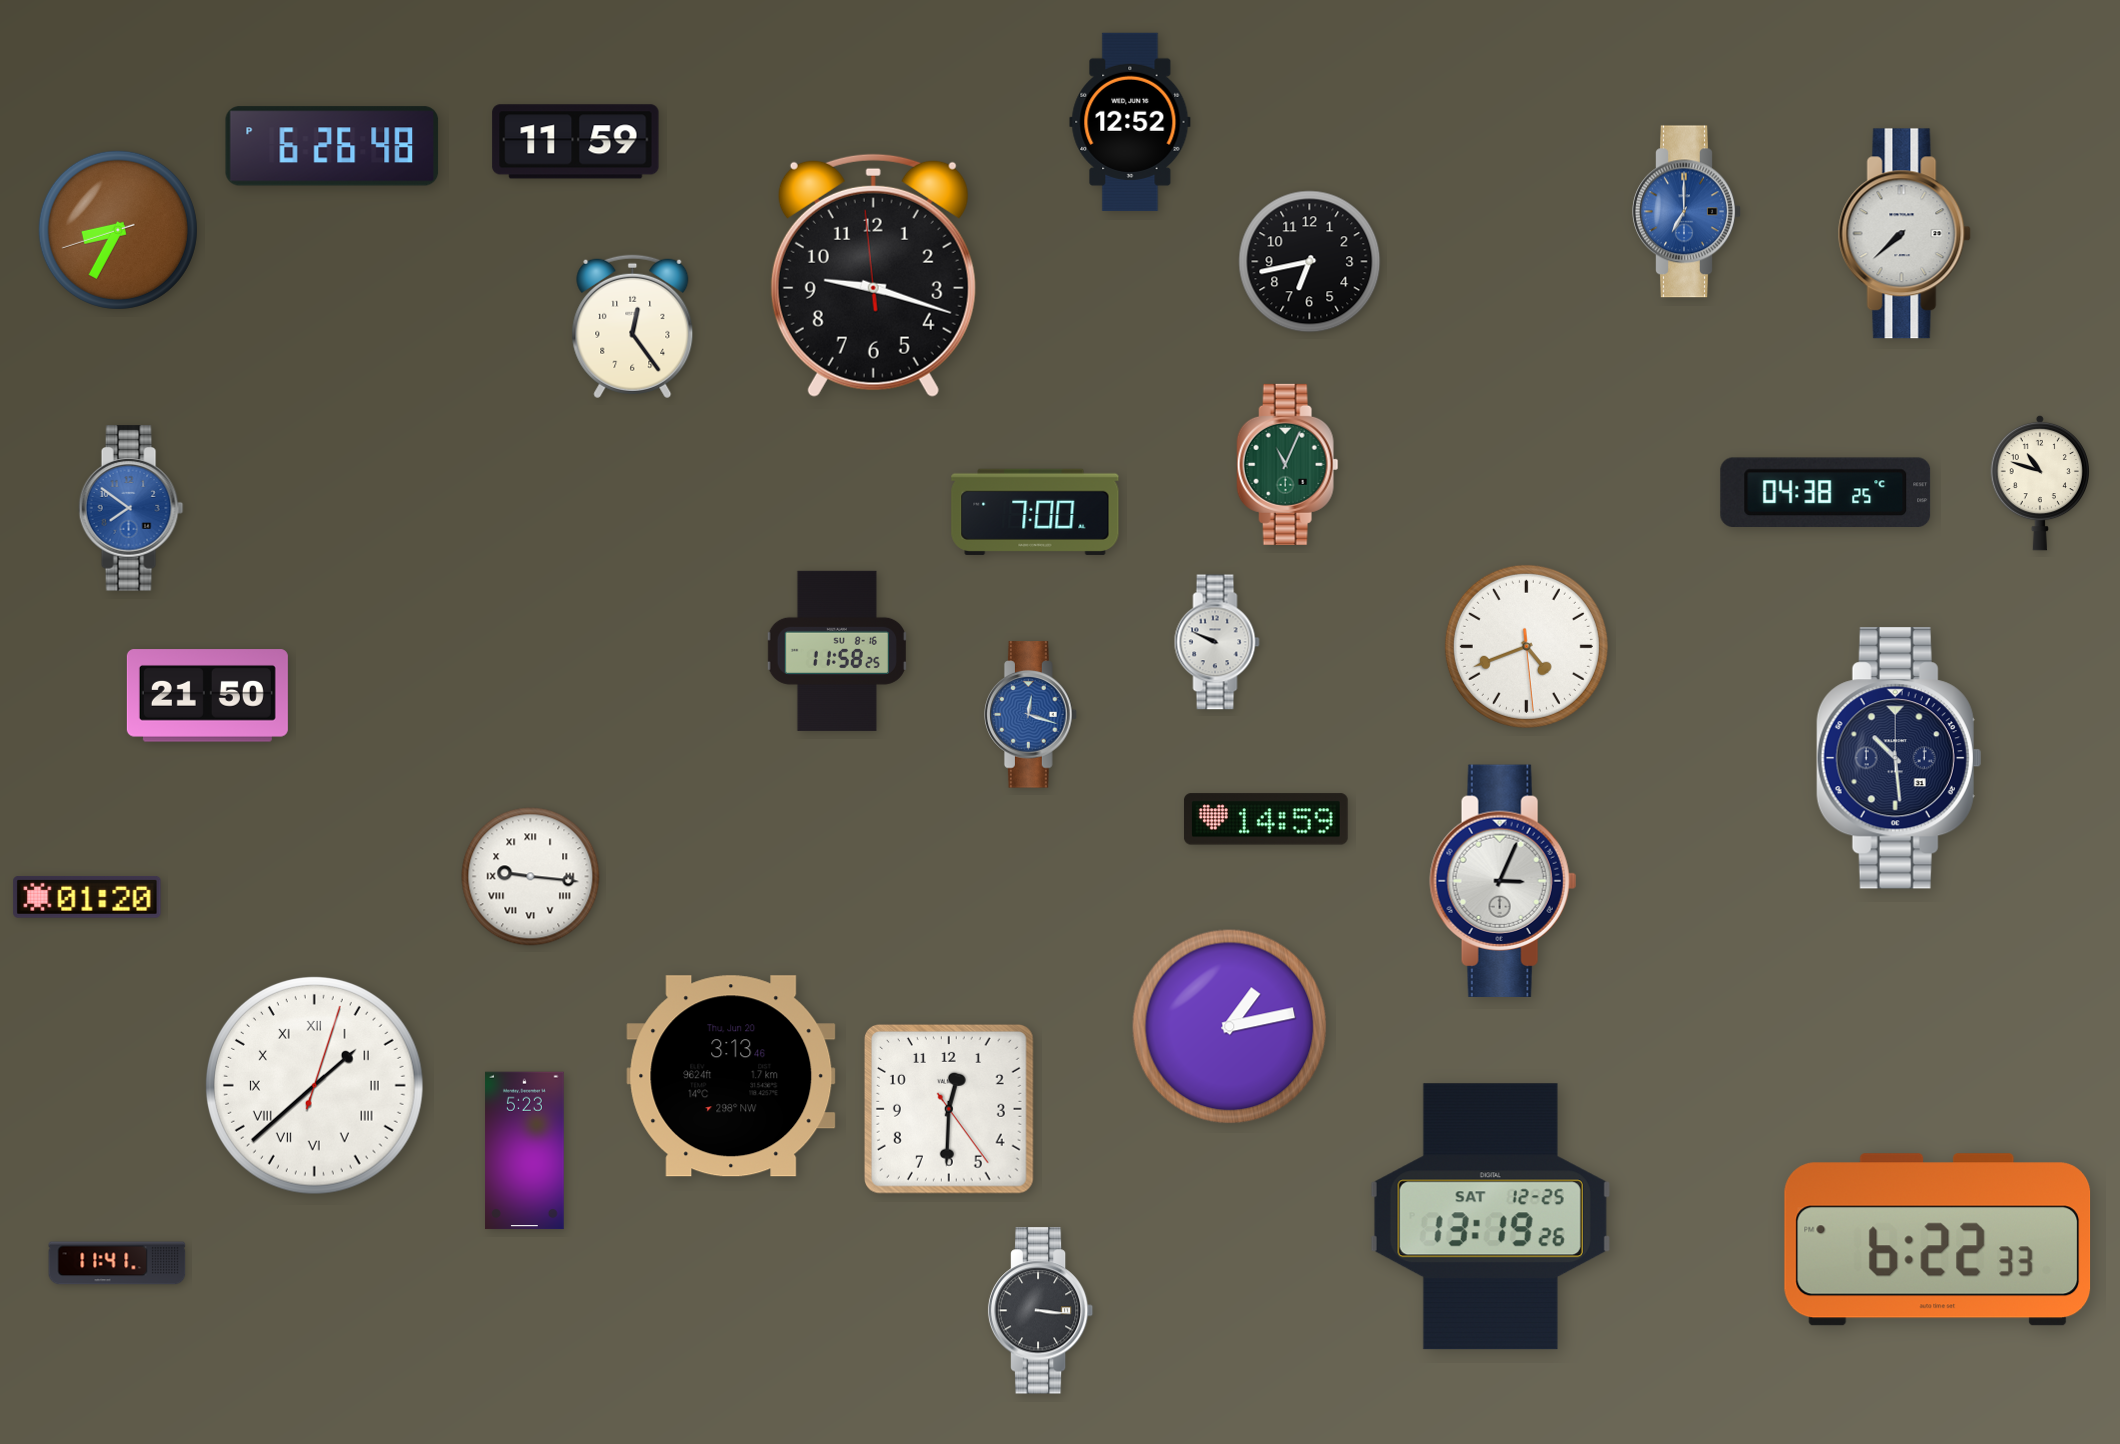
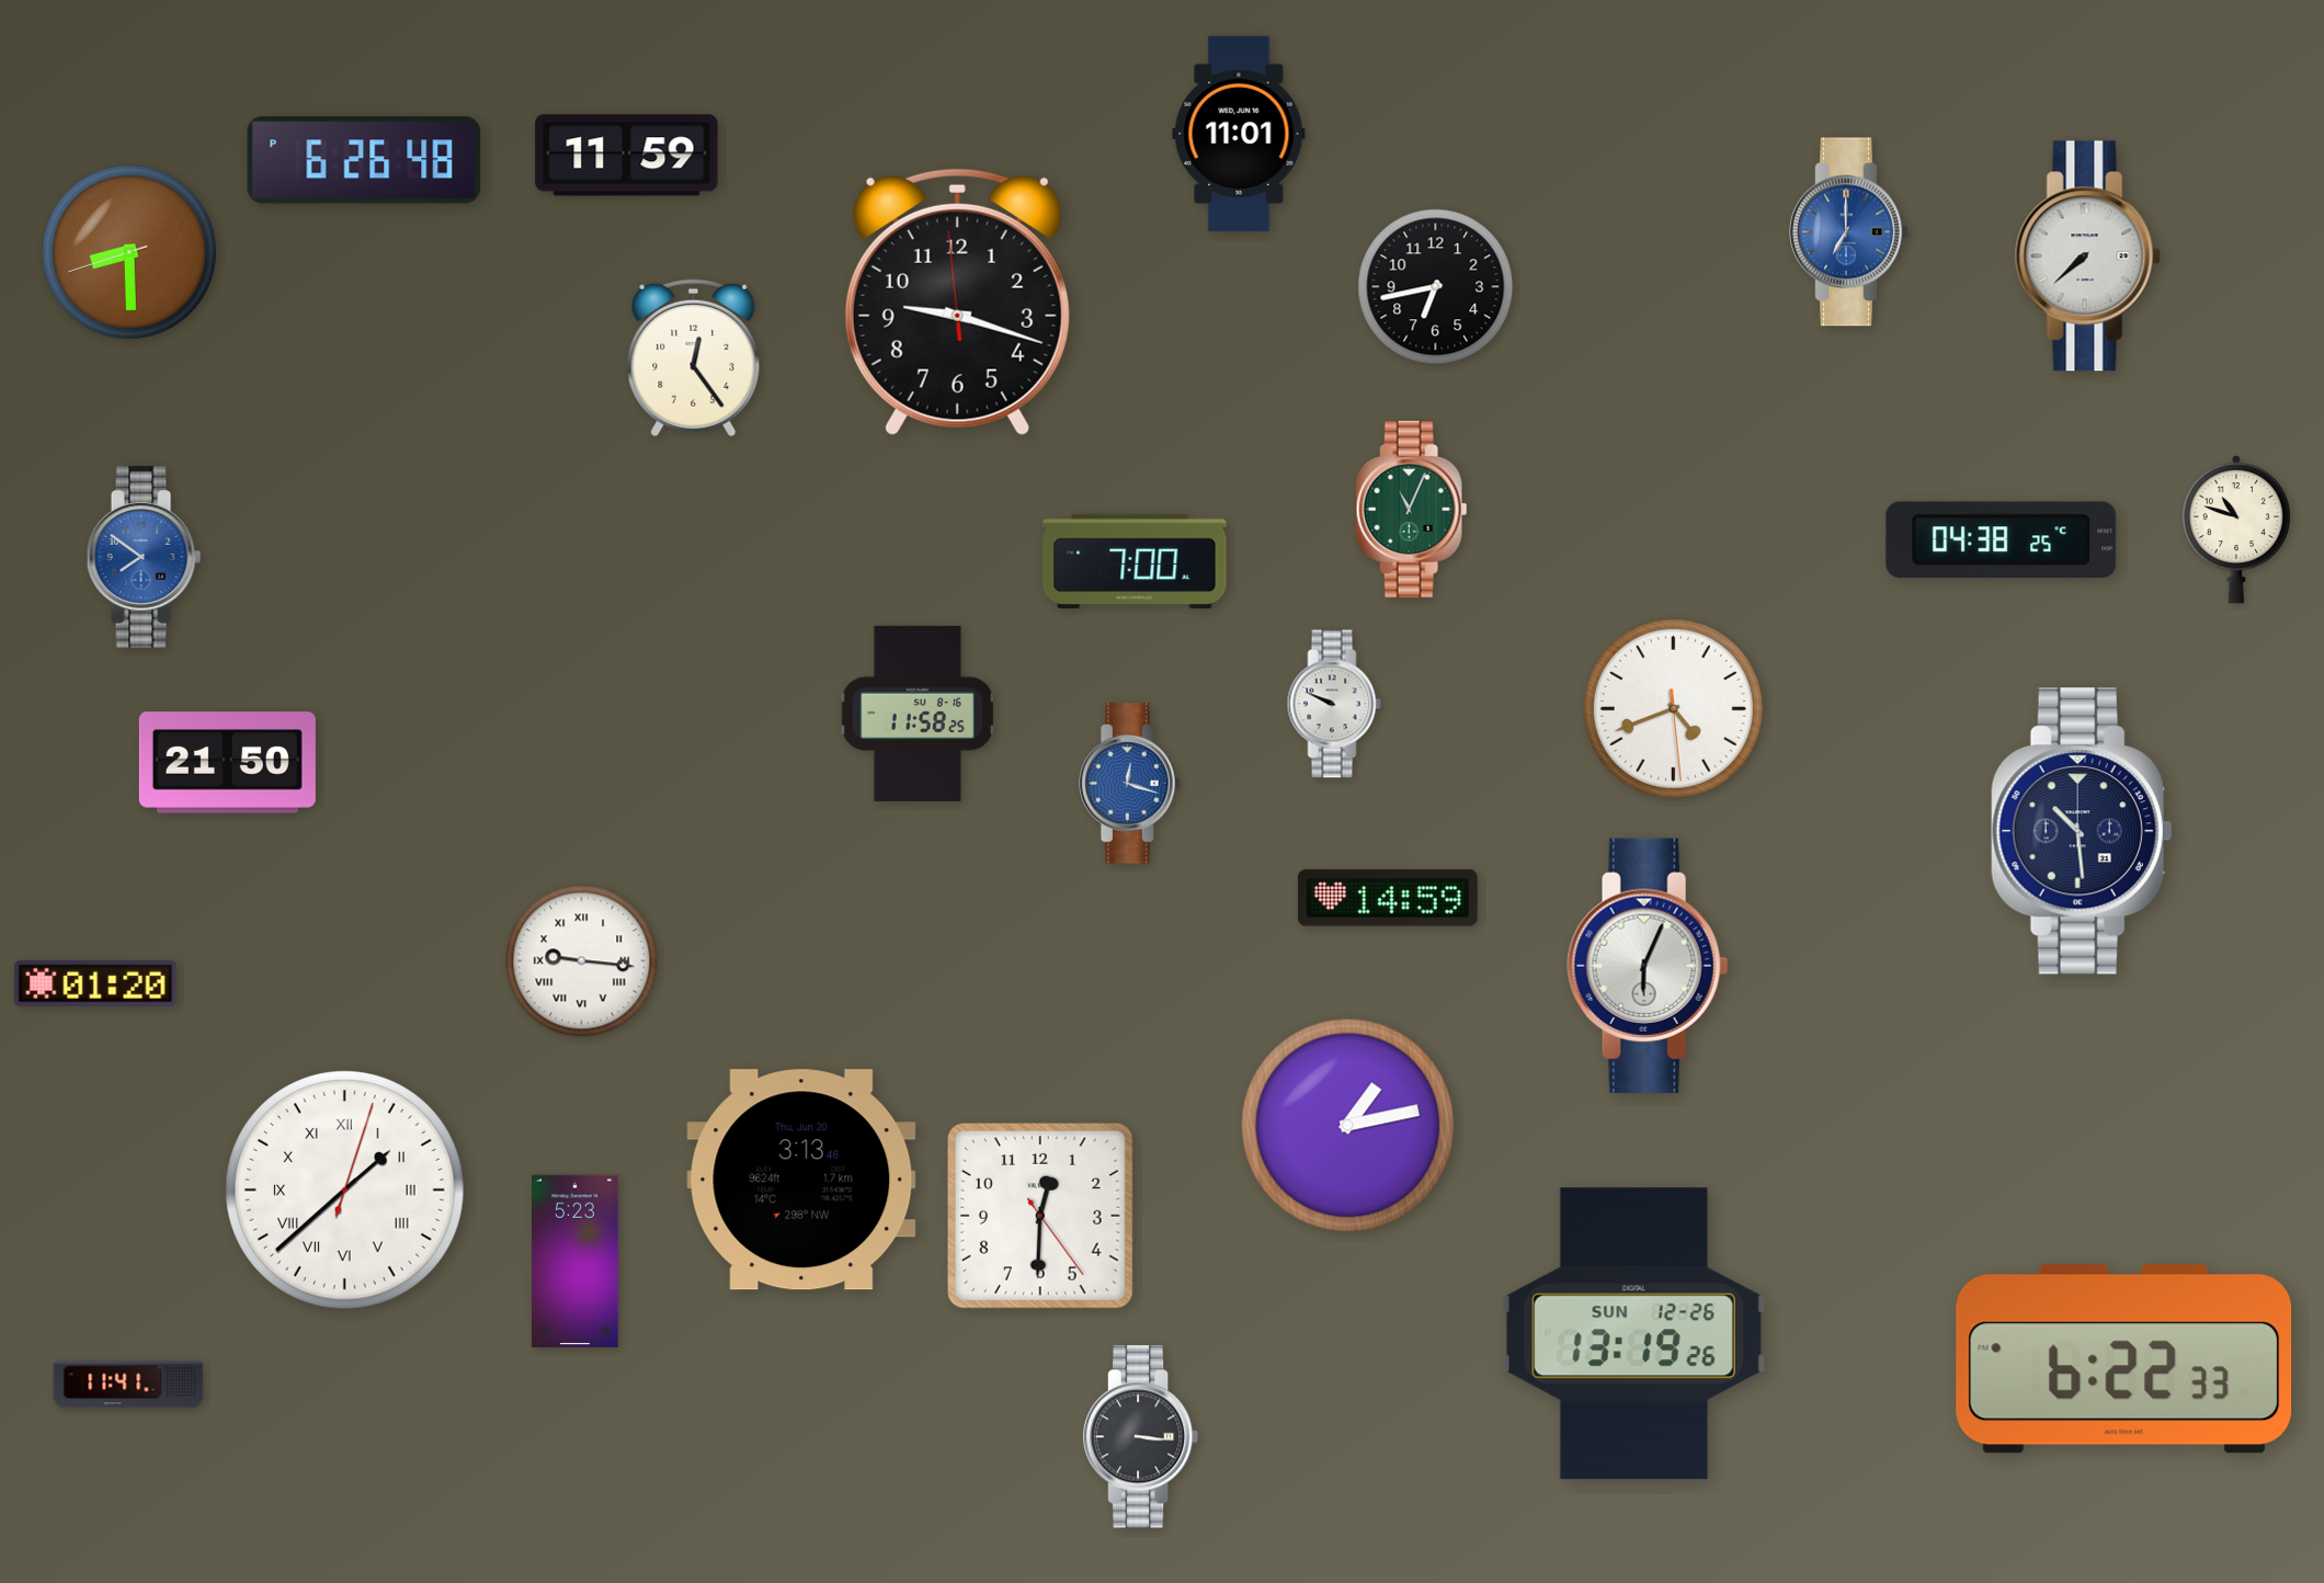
clock at (1130, 122): 12:52 -> 11:01
clock at (576, 142) position: (576, 142) -> (627, 156)
clock at (118, 230): 8:34 -> 8:29
clock at (1503, 880): 3:04 -> 6:04
clock at (1490, 1217) date: SAT 12-25 -> SUN 12-26
